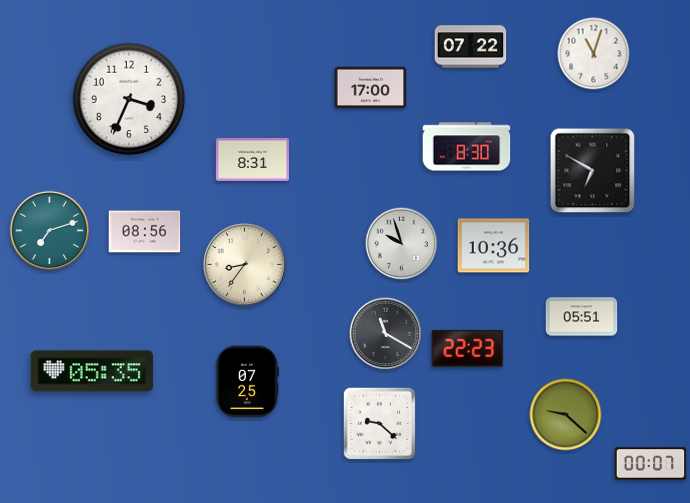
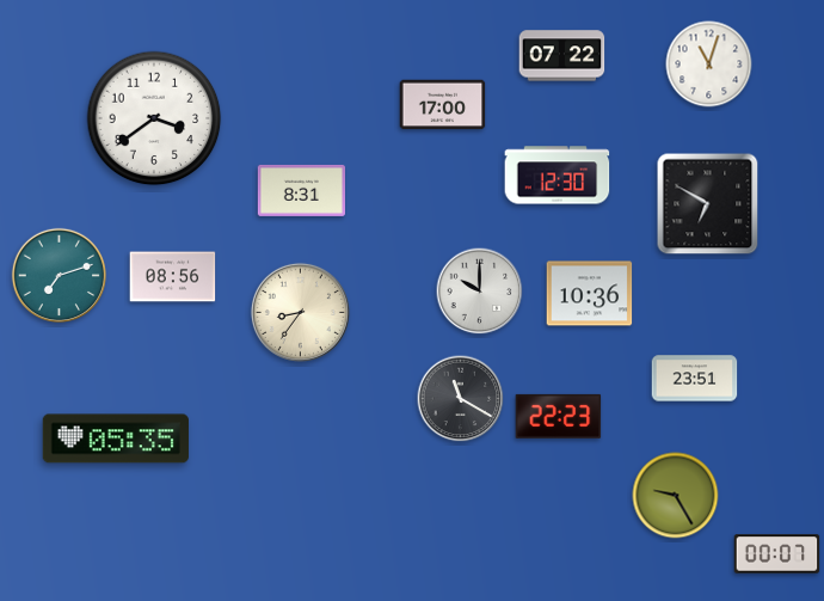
clock at (129, 99): 3:34 -> 3:39
clock at (467, 147): 8:30 -> 12:30
clock at (402, 244): 9:57 -> 10:00
clock at (244, 264) position: (244, 264) -> (300, 312)
clock at (582, 317): 05:51 -> 23:51
clock at (92, 371) position: (92, 371) -> (116, 439)
clock at (247, 382): 07:25 -> none
clock at (566, 415): 9:22 -> 9:25
clock at (379, 423): 9:22 -> none
